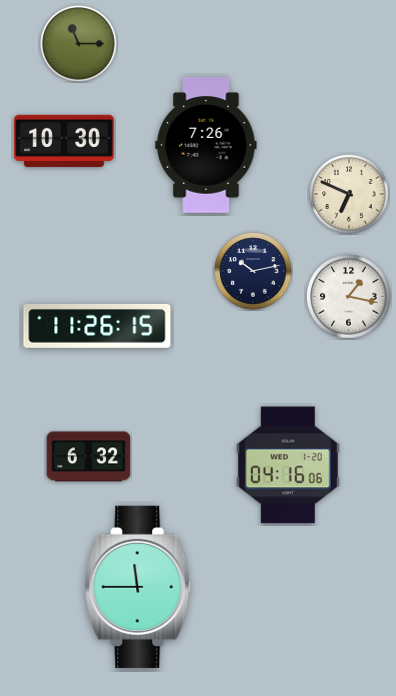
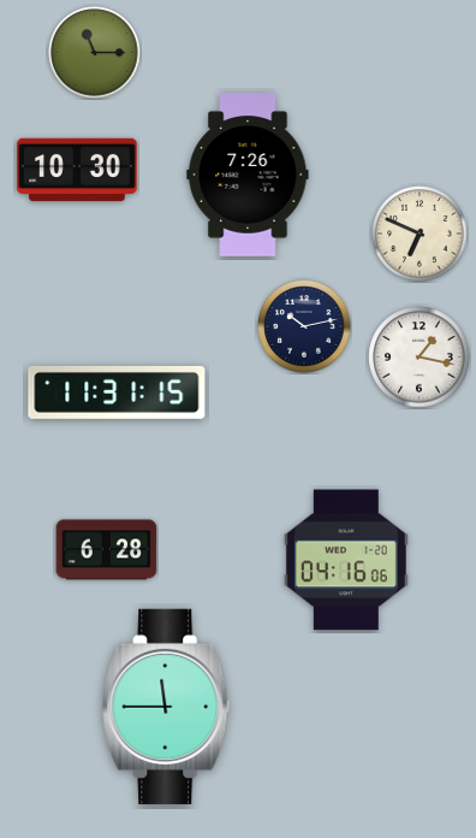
clock at (97, 326): 11:26 -> 11:31
clock at (89, 457): 6:32 -> 6:28
